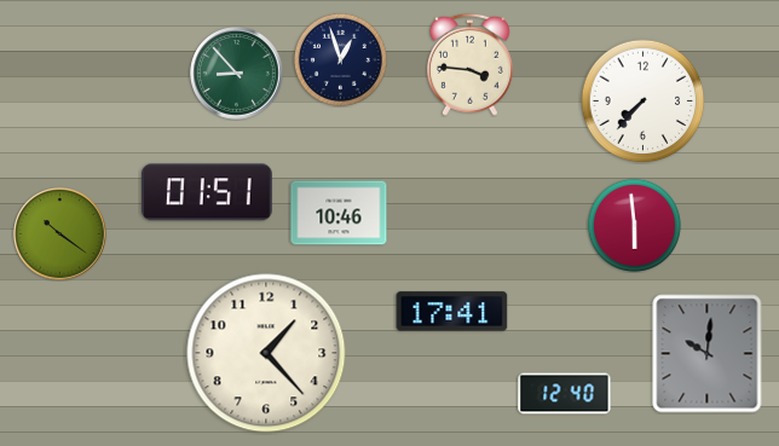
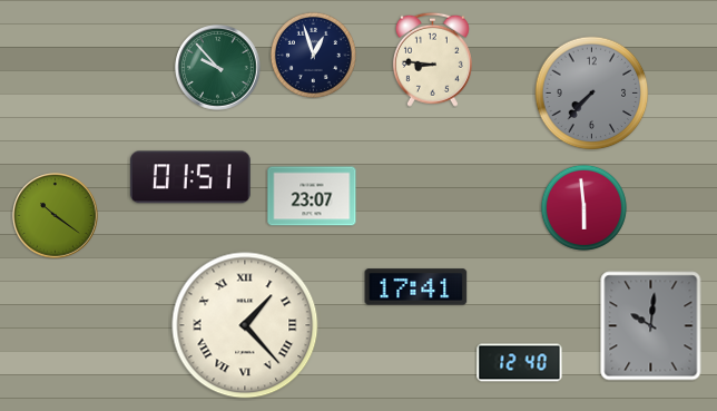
clock at (469, 64): 3:46 -> 8:46
clock at (237, 74): 8:53 -> 9:53
clock at (644, 102) dial: white -> grey
clock at (339, 213): 10:46 -> 23:07
clock at (266, 353) numerals: Arabic -> Roman
